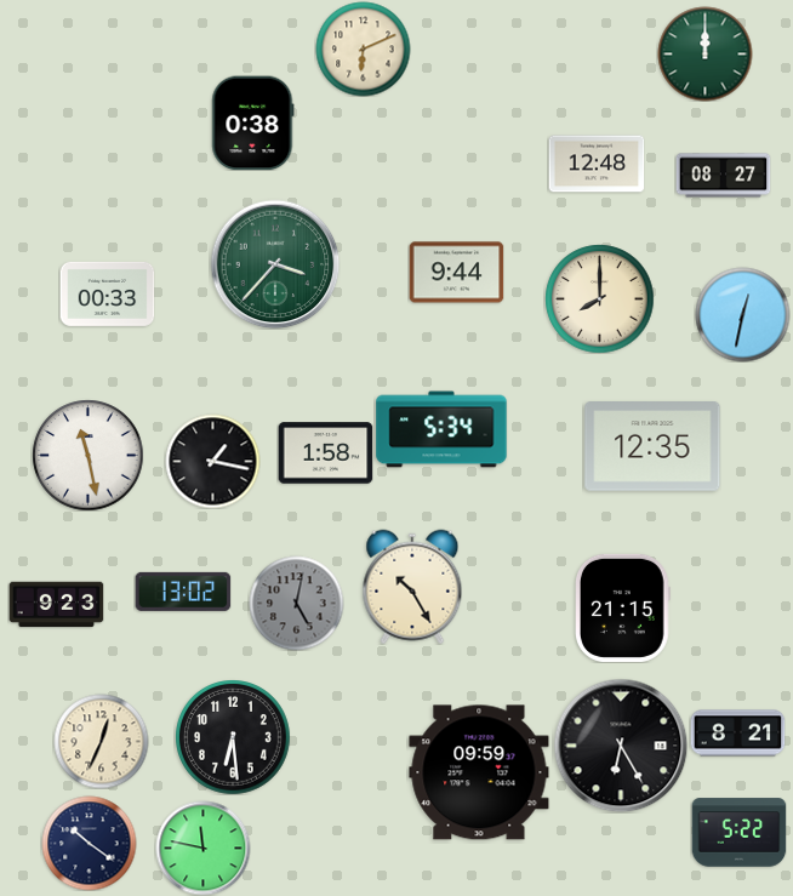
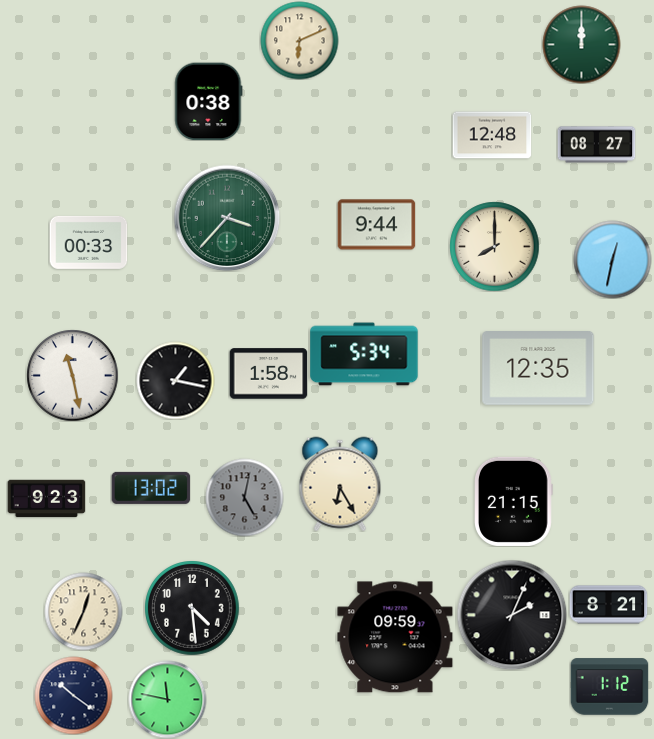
clock at (412, 587): 10:25 -> 6:25
clock at (233, 737): 6:29 -> 4:29
clock at (621, 746): 6:25 -> 2:04
clock at (738, 833): 5:22 -> 1:12
